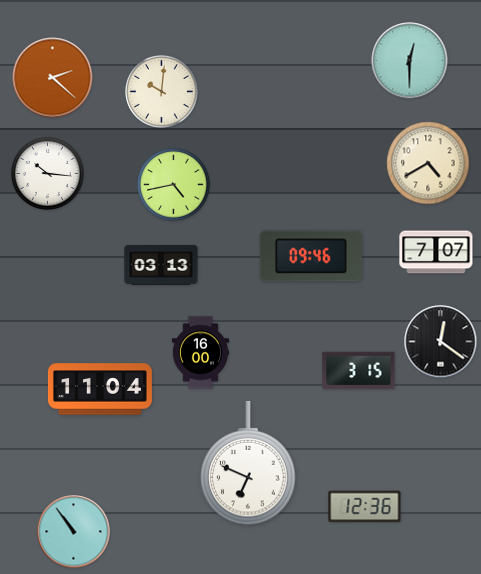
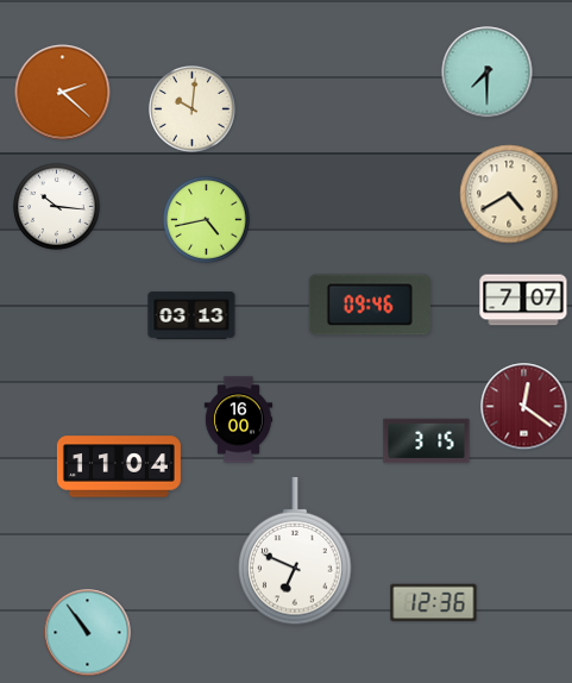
clock at (410, 61): 12:30 -> 7:30
clock at (436, 252) position: (436, 252) -> (523, 300)
clock at (441, 342) dial: black -> burgundy
clock at (100, 389) position: (100, 389) -> (119, 466)
